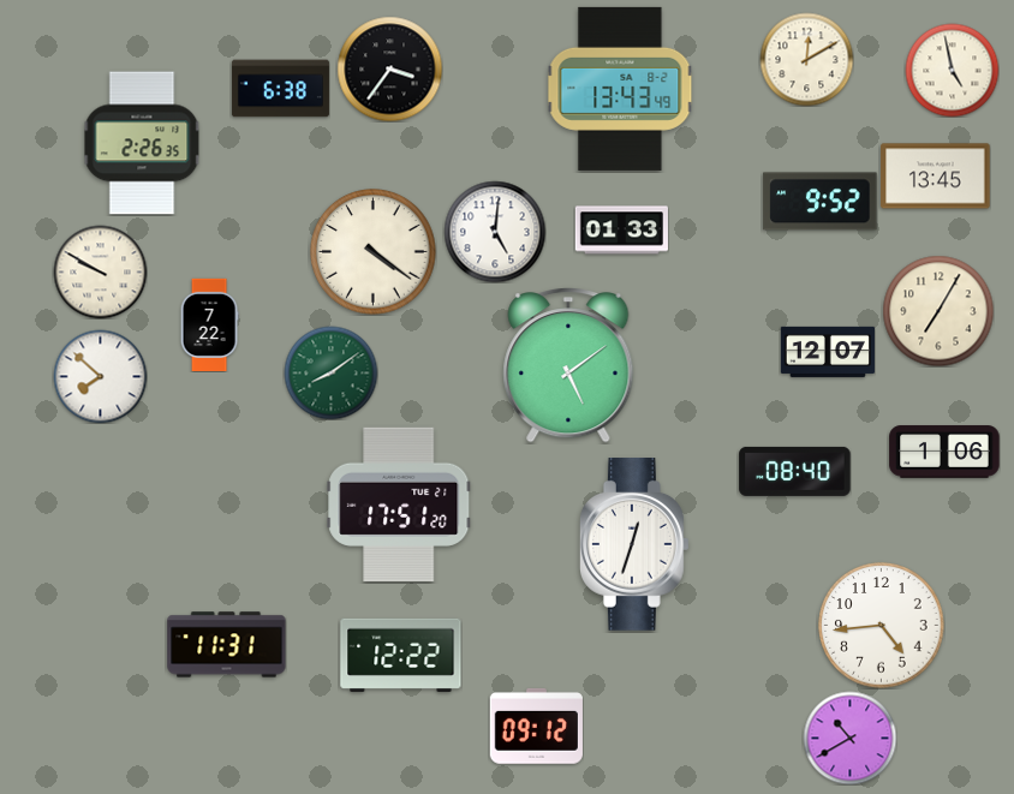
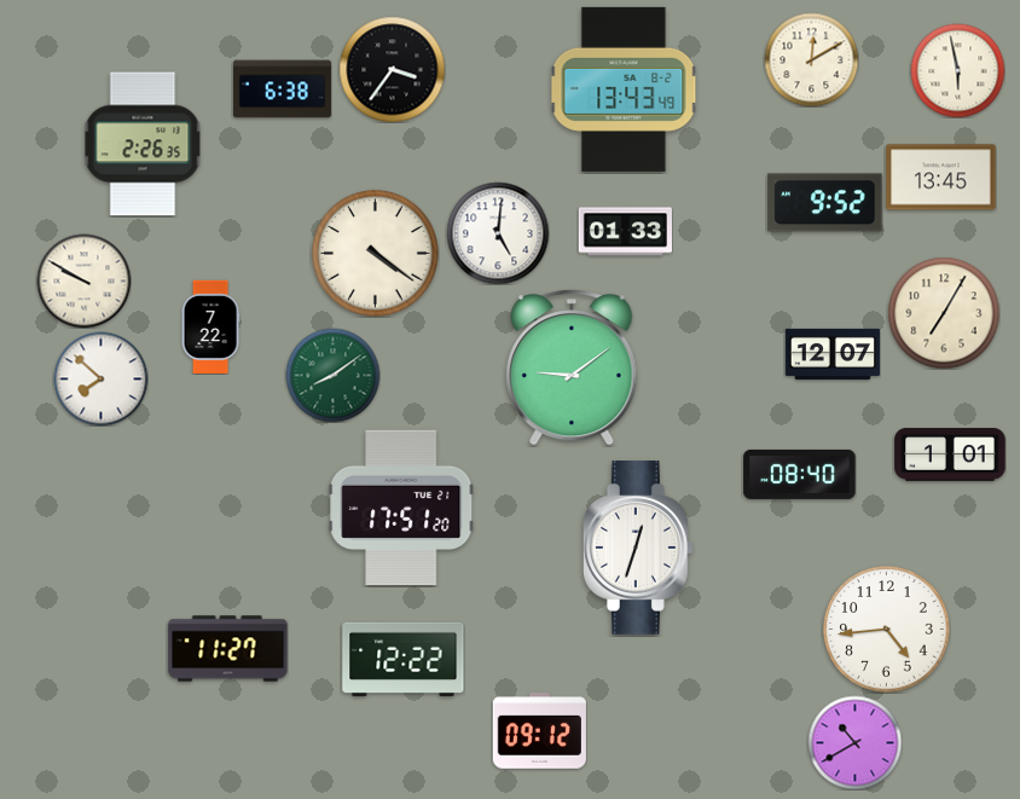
clock at (952, 70): 4:58 -> 5:58
clock at (100, 271) position: (100, 271) -> (83, 280)
clock at (568, 366): 5:09 -> 9:09
clock at (944, 452): 1:06 -> 1:01
clock at (227, 645): 11:31 -> 11:27
